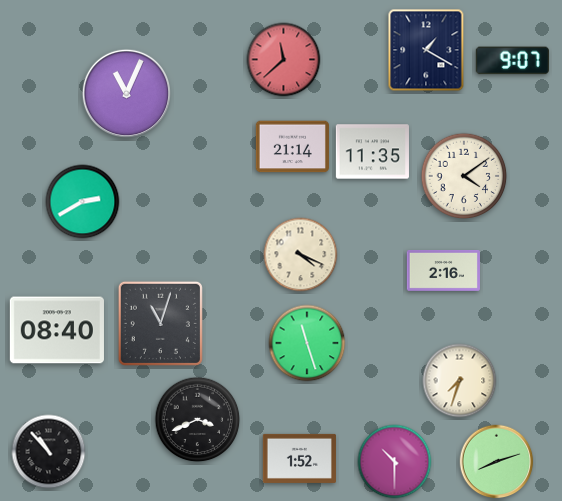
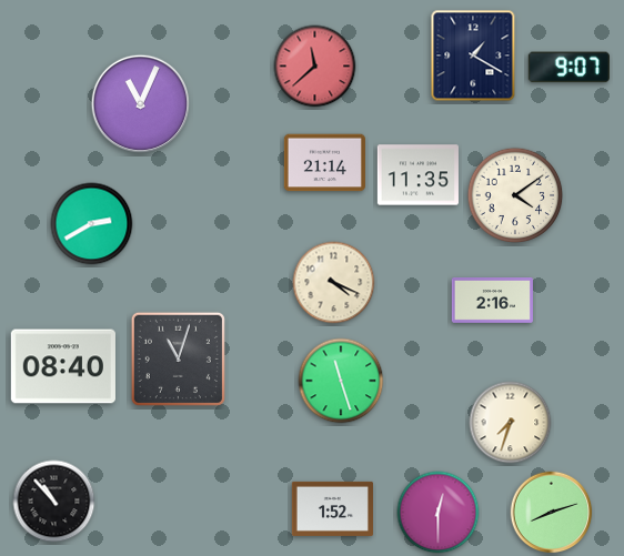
clock at (372, 152) position: (372, 152) -> (417, 175)
clock at (198, 420): 3:41 -> none
clock at (395, 462): 10:30 -> 12:30
